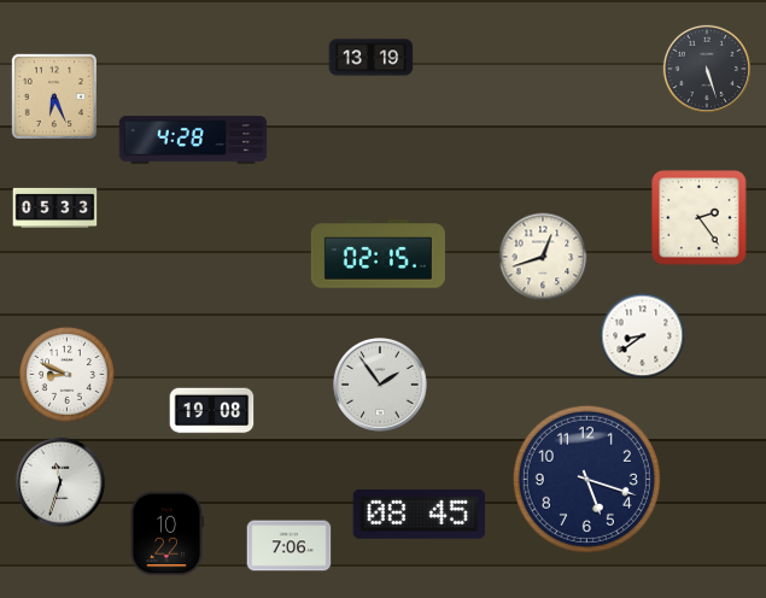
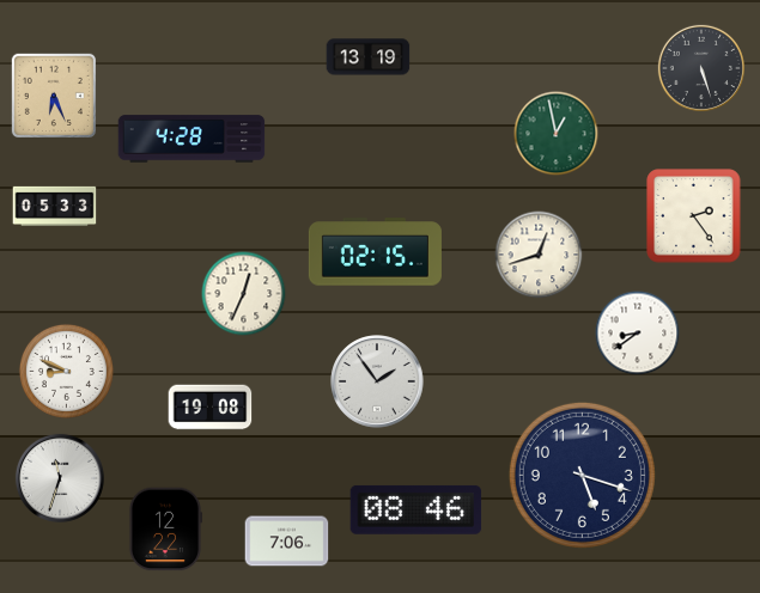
clock at (557, 134): none -> 12:58
clock at (244, 294): none -> 12:34
clock at (420, 514): 08:45 -> 08:46
clock at (166, 534): 10:22 -> 12:22
